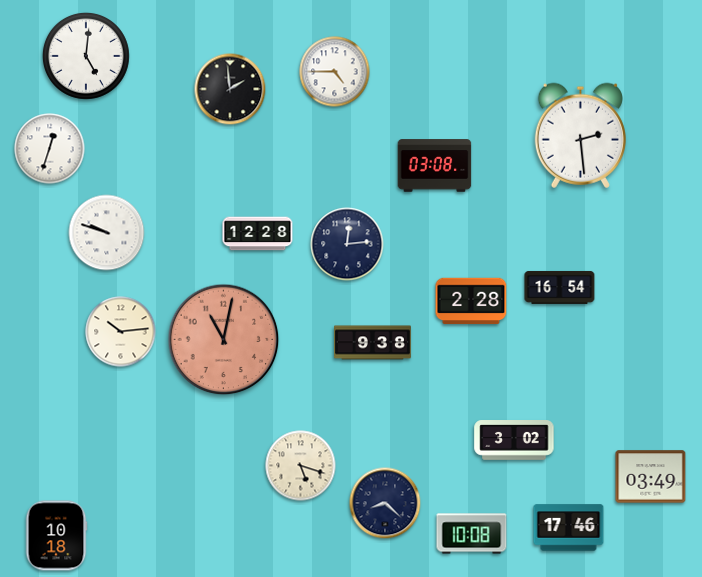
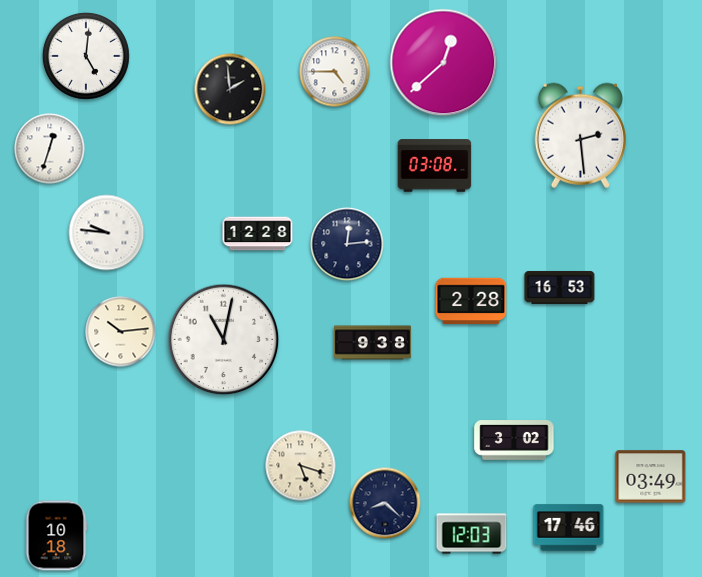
clock at (444, 63): none -> 12:38
clock at (107, 233): 9:48 -> 9:46
clock at (560, 287): 16:54 -> 16:53
clock at (224, 340) dial: salmon -> white
clock at (472, 534): 10:08 -> 12:03
